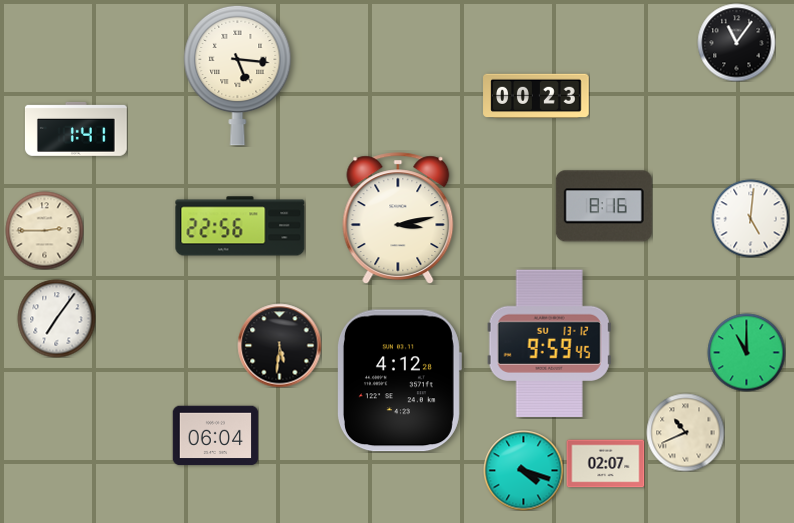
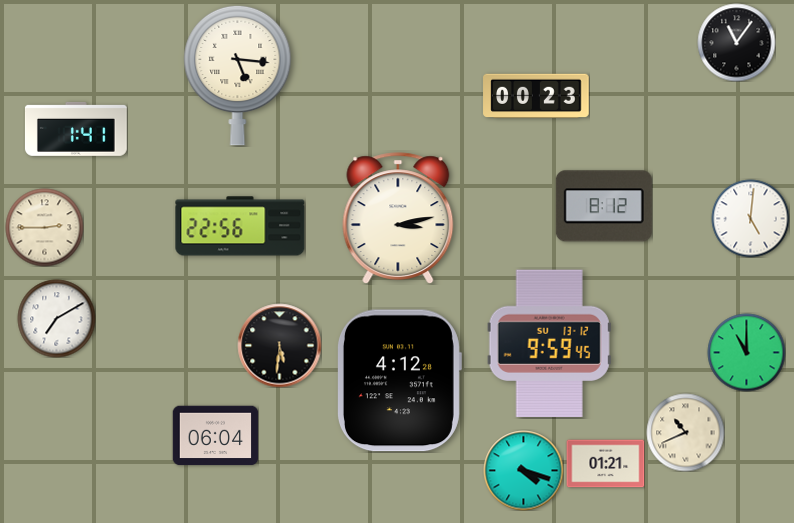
clock at (604, 206): 8:16 -> 8:12
clock at (44, 230) position: (44, 230) -> (44, 227)
clock at (56, 318): 7:06 -> 7:10
clock at (605, 464): 02:07 -> 01:21
